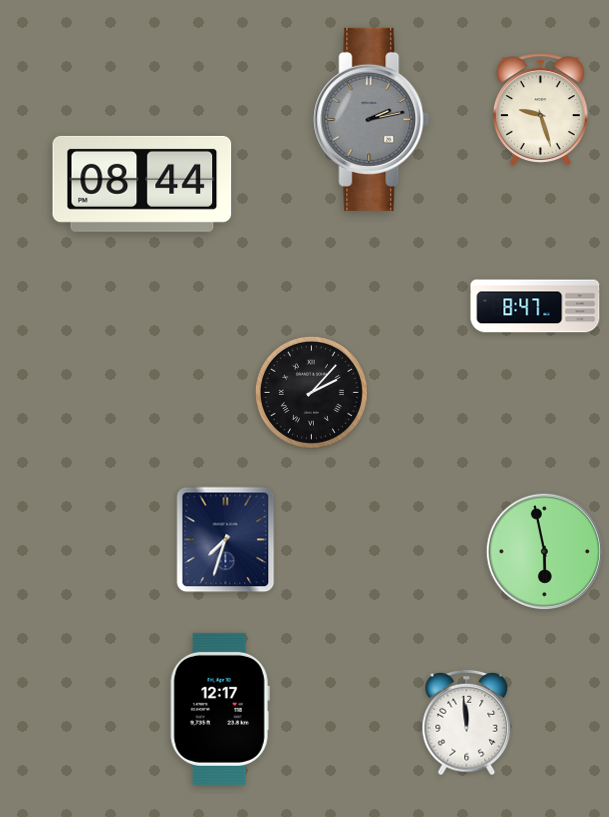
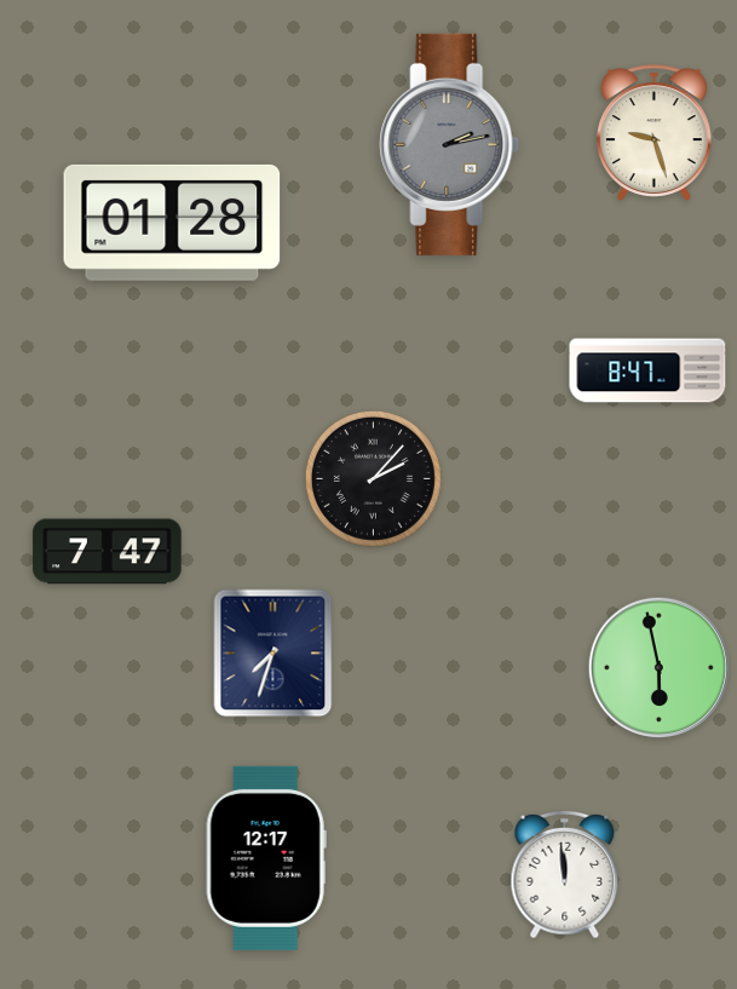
clock at (142, 184): 08:44 -> 01:28
clock at (311, 392) position: (311, 392) -> (373, 478)
clock at (108, 552): none -> 7:47
